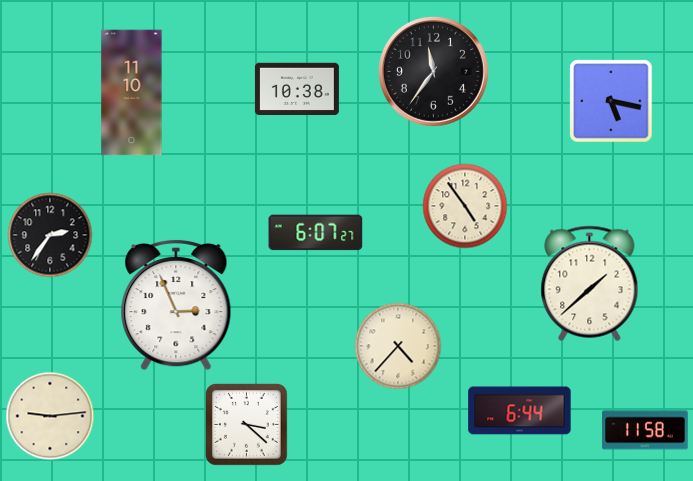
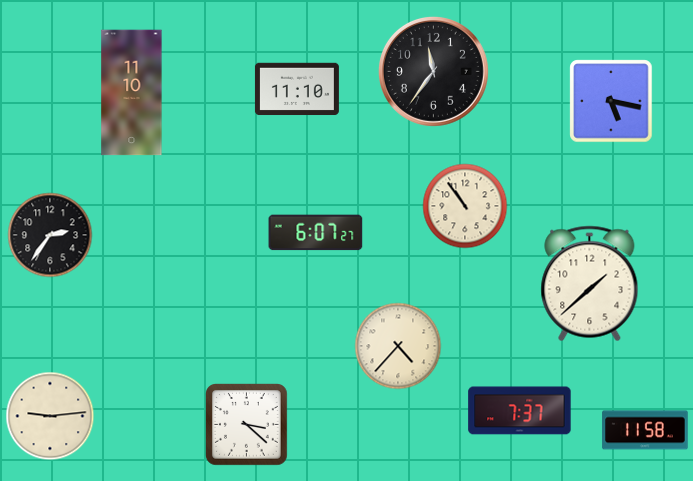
clock at (297, 89): 10:38 -> 11:10
clock at (465, 206): 4:54 -> 10:54
clock at (176, 305): 2:56 -> none
clock at (520, 411): 6:44 -> 7:37
